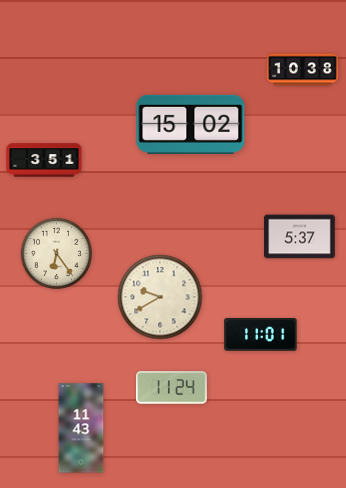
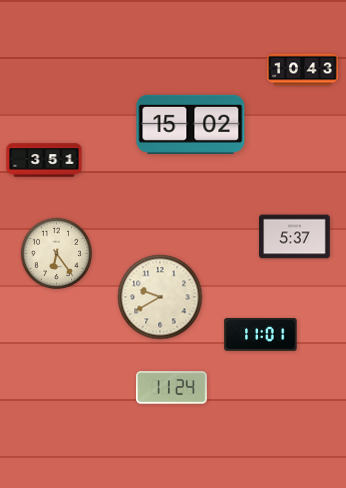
clock at (303, 70): 10:38 -> 10:43
clock at (300, 237) position: (300, 237) -> (295, 237)
clock at (81, 428): 11:43 -> none
